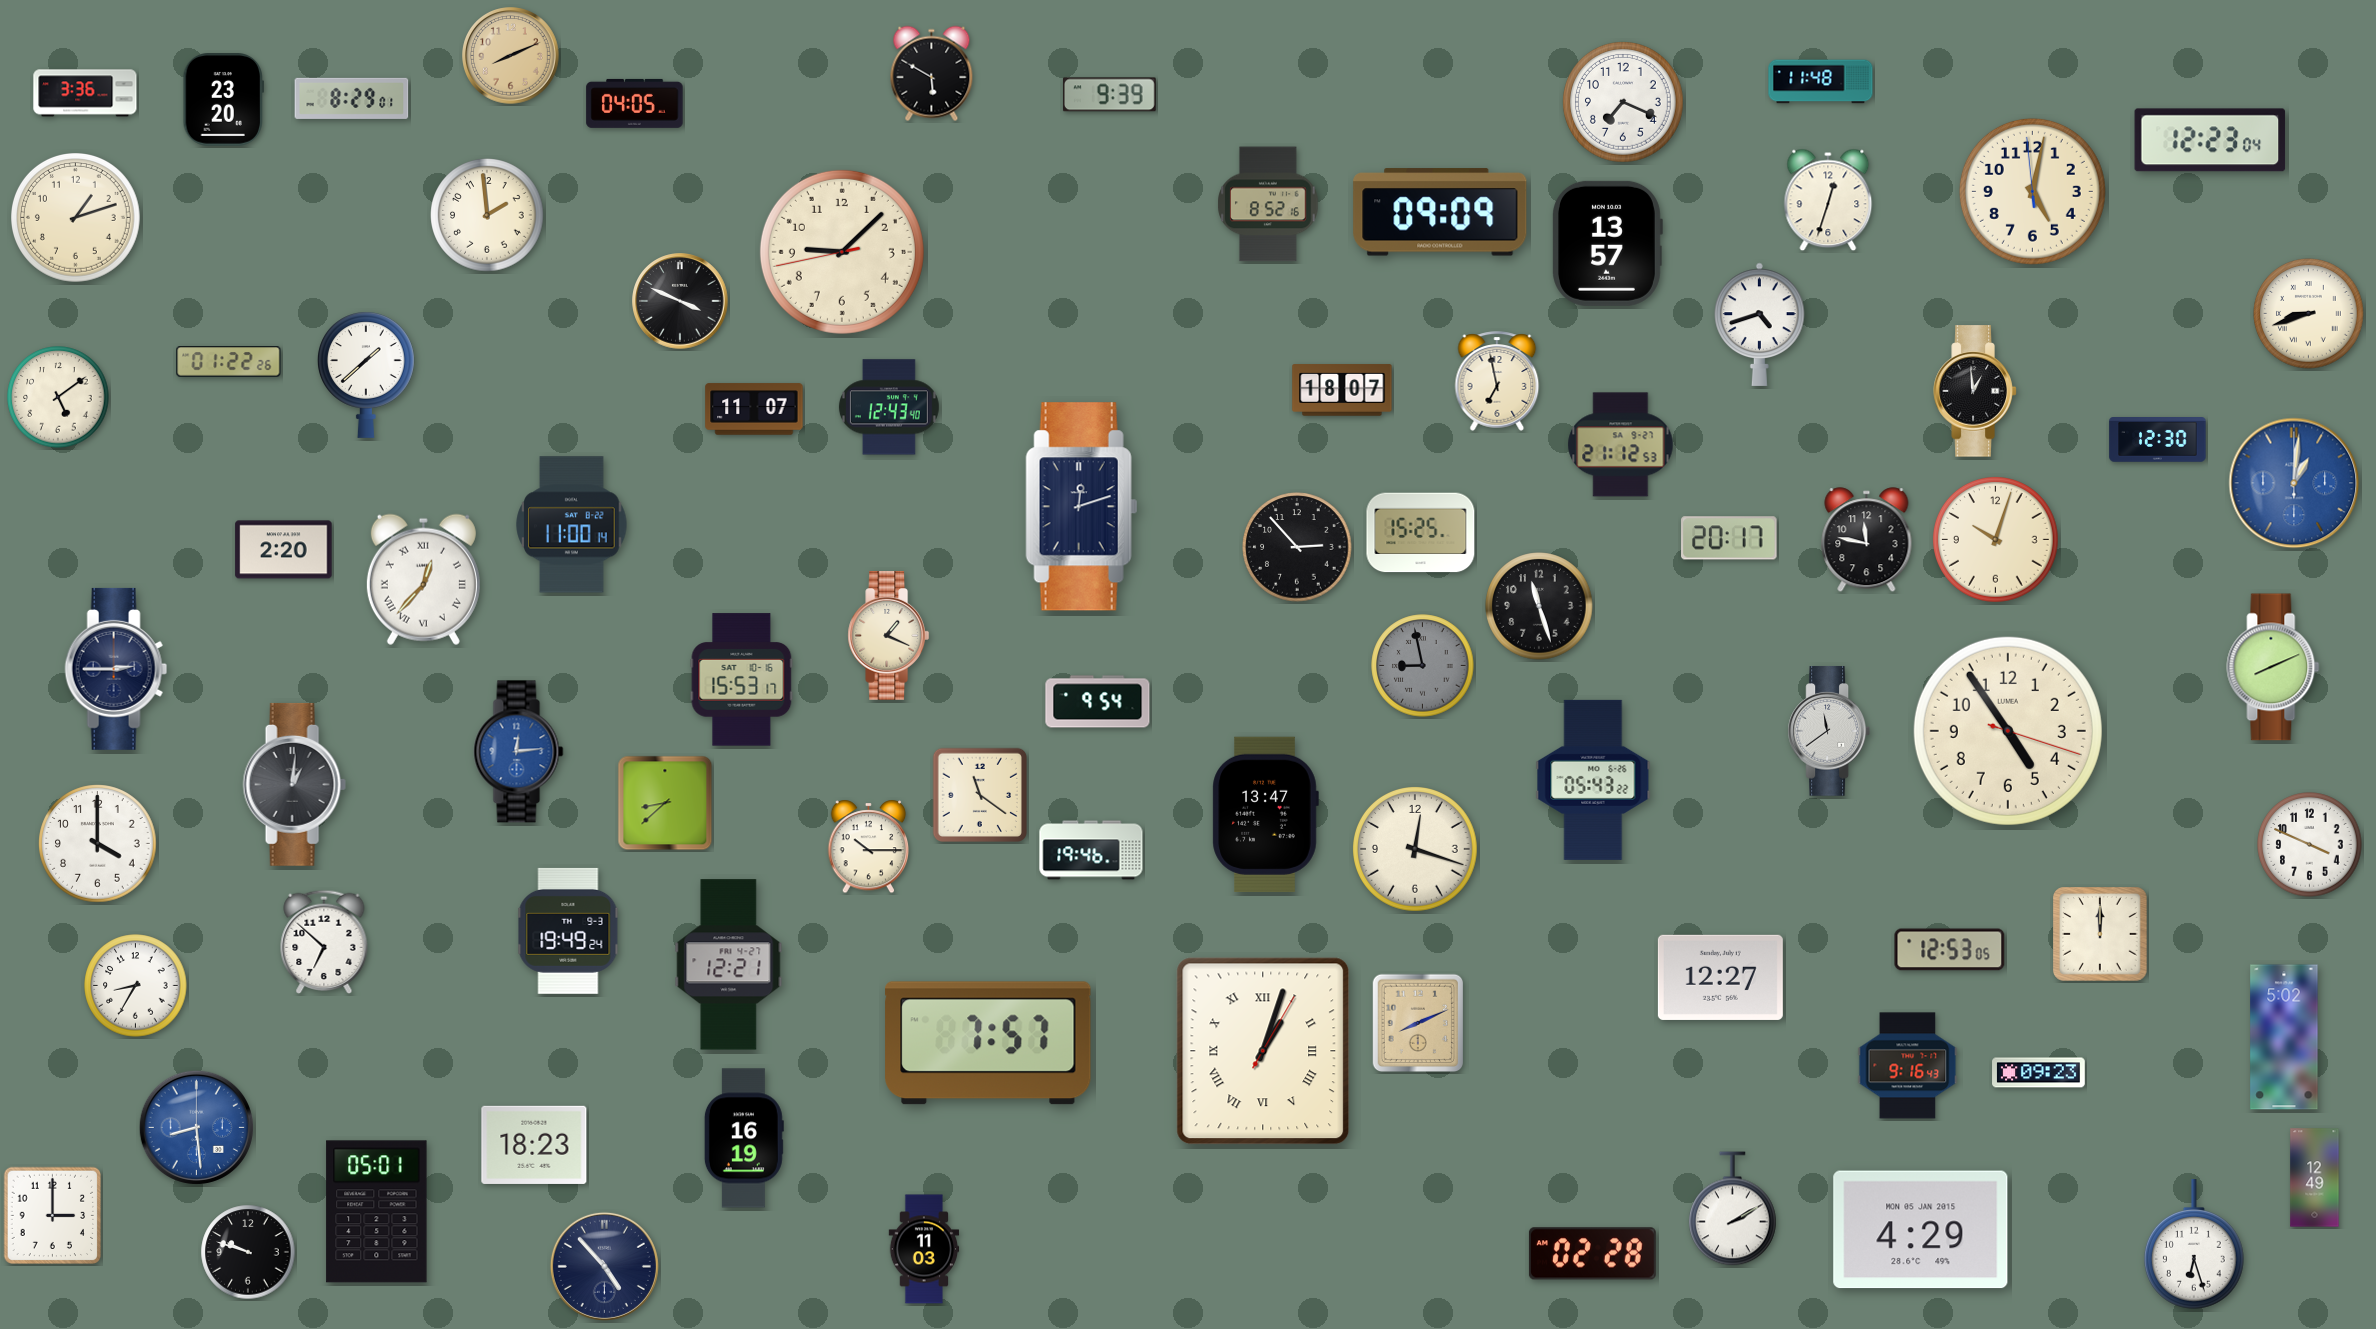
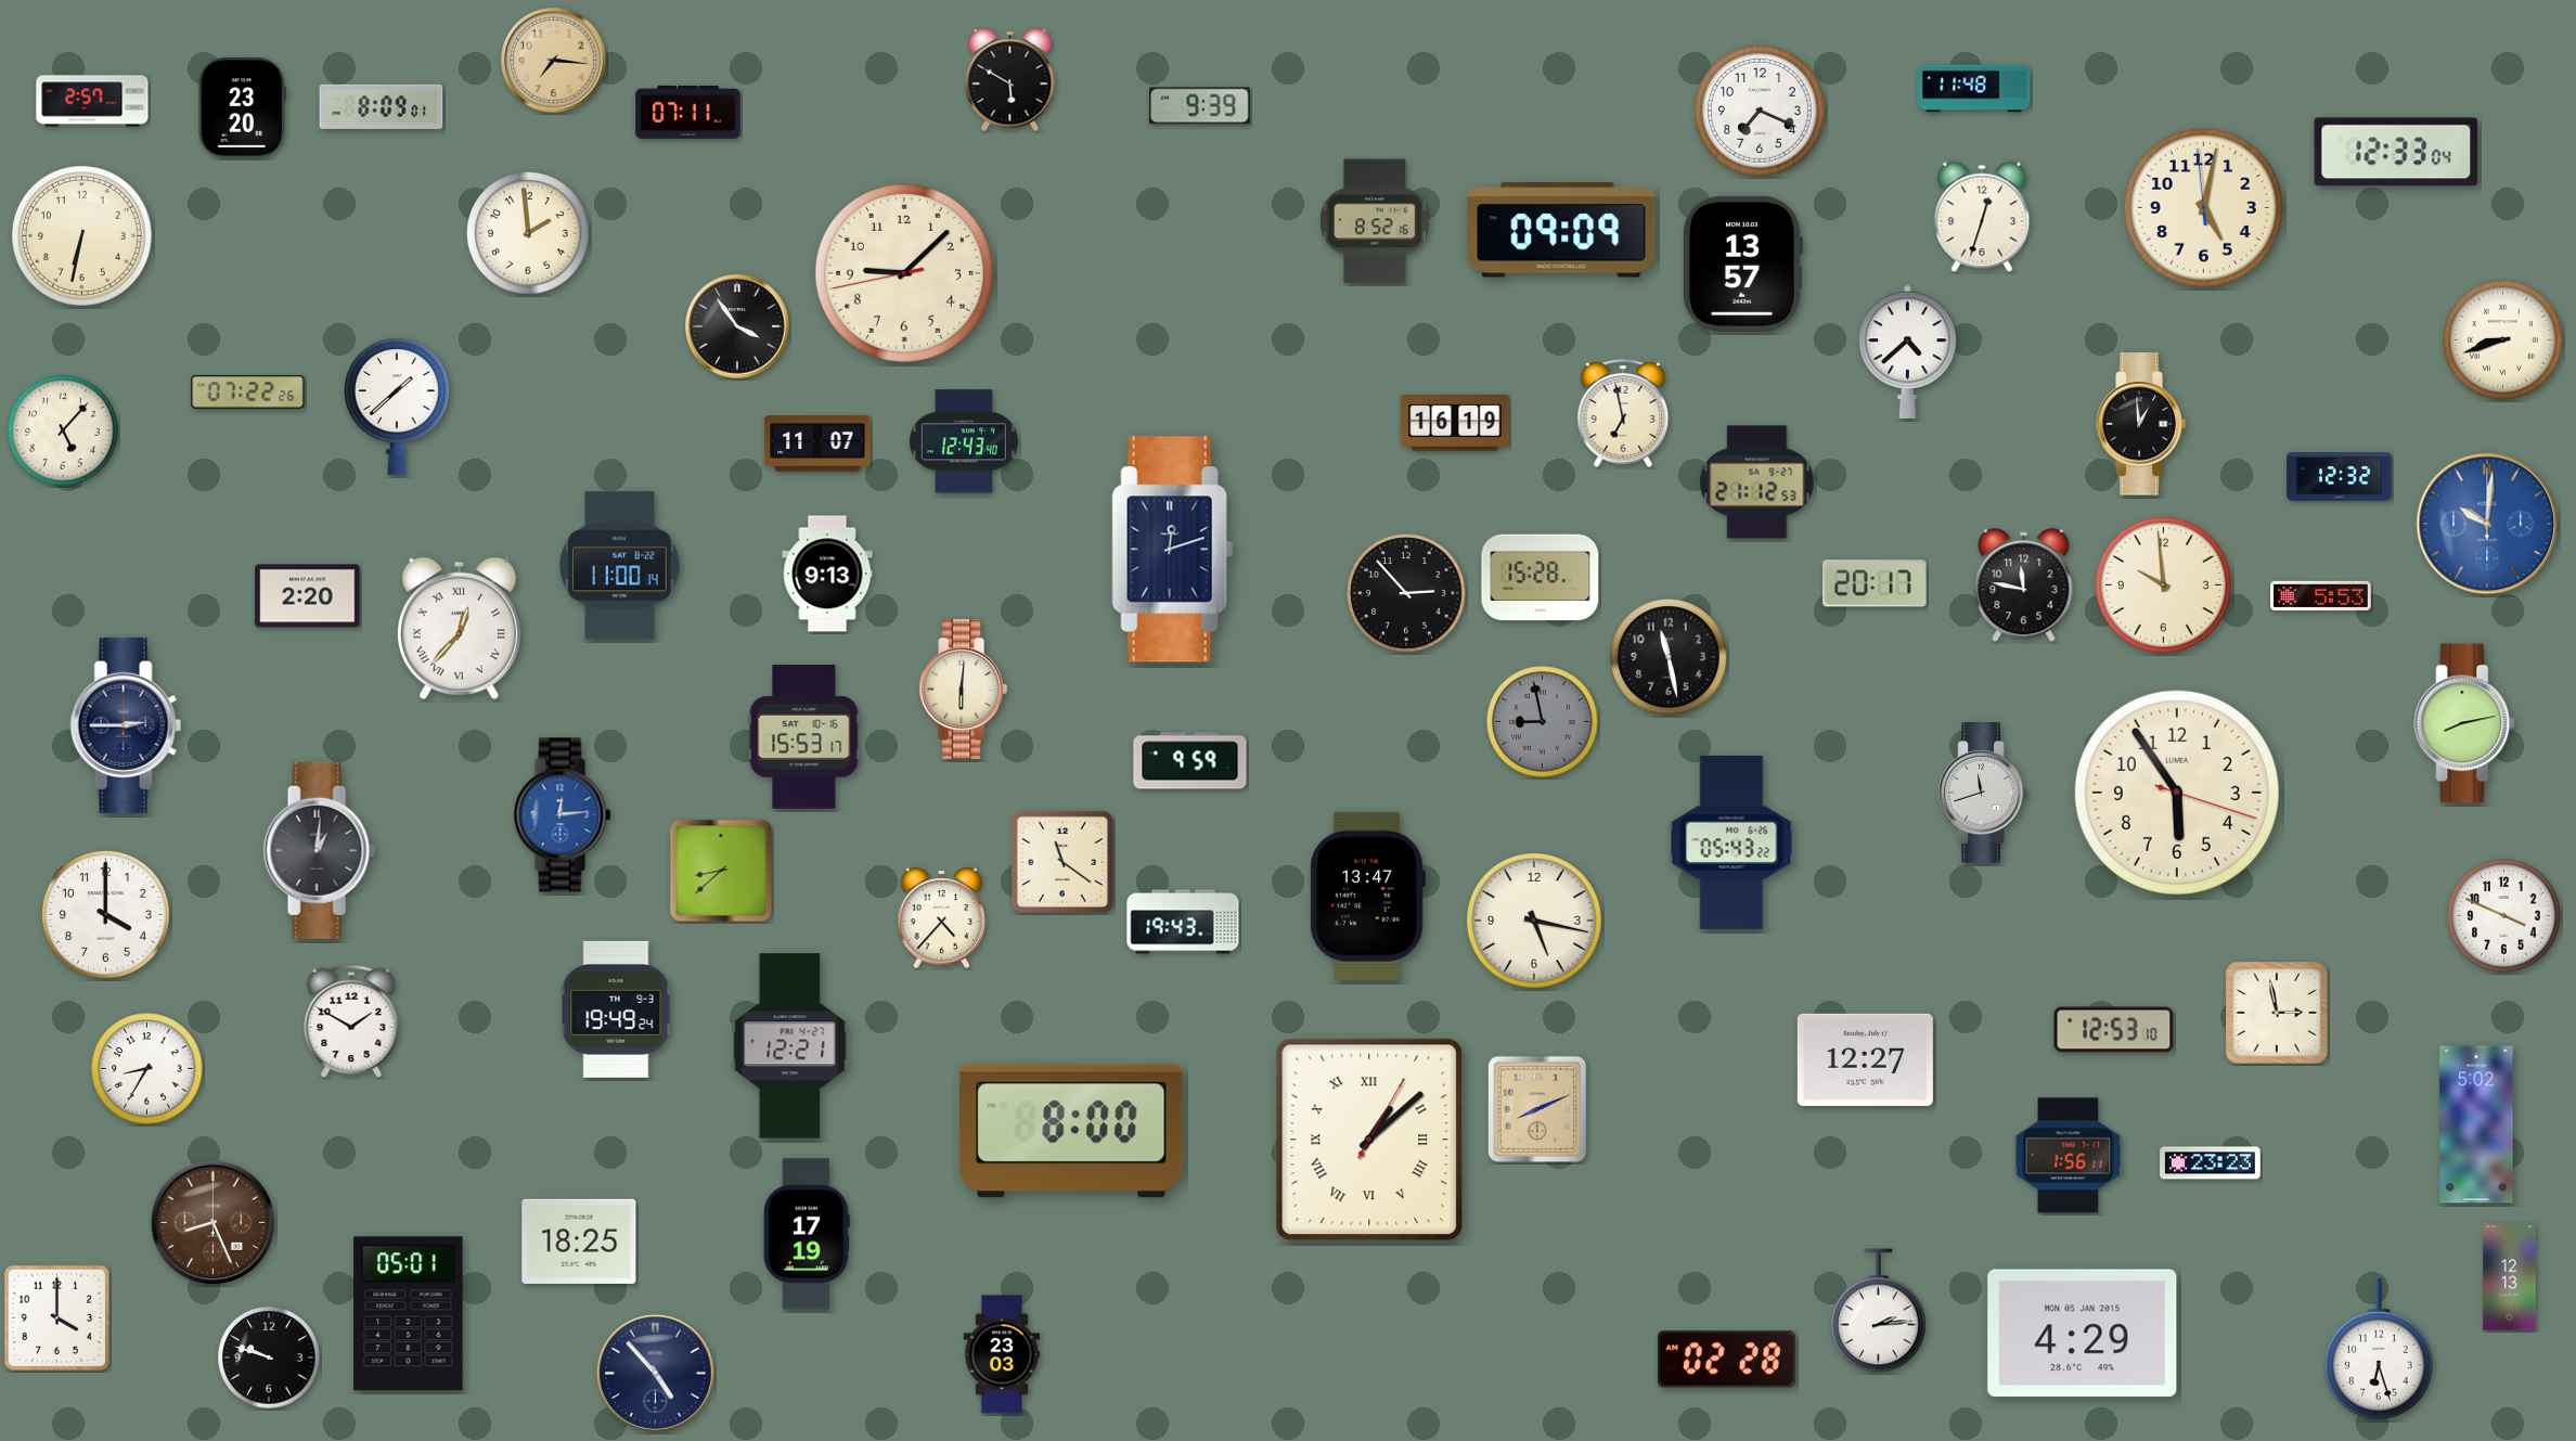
clock at (511, 56): 8:11 -> 7:16
clock at (85, 93): 3:36 -> 2:57
clock at (1109, 95) position: (1109, 95) -> (1199, 106)
clock at (352, 98): 8:29 -> 8:09
clock at (635, 103): 04:05 -> 07:11
clock at (2210, 140): 12:23 -> 12:33
clock at (76, 218): 1:12 -> 6:32
clock at (842, 252) position: (842, 252) -> (904, 273)
clock at (680, 301): 3:49 -> 3:54
clock at (1760, 324): 4:42 -> 4:38
clock at (229, 362): 01:22 -> 07:22
clock at (1342, 390): 18:07 -> 16:19
clock at (58, 397): 5:09 -> 5:07
clock at (2158, 440): 12:30 -> 12:32
clock at (2294, 483): 1:01 -> 10:01
clock at (572, 525) position: (572, 525) -> (620, 566)
clock at (827, 574): none -> 9:13
clock at (1421, 533): 15:25 -> 15:28
clock at (1996, 540): 10:03 -> 9:59
clock at (2321, 595): none -> 5:53
clock at (1539, 606): 11:27 -> 11:28
clock at (889, 636): 1:19 -> 6:01
clock at (2273, 667): 8:11 -> 8:13
clock at (1098, 702): 9:54 -> 9:59
clock at (1828, 731): 11:39 -> 11:42
clock at (2008, 731): 4:54 -> 5:54
clock at (1593, 780) position: (1593, 780) -> (1731, 842)
clock at (1265, 814) position: (1265, 814) -> (1367, 896)
clock at (869, 847): 10:15 -> 4:37
clock at (1091, 850): 19:46 -> 19:43
clock at (1416, 850): 12:18 -> 5:17
clock at (2101, 935): 12:00 -> 2:58
clock at (324, 942): 6:52 -> 1:50
clock at (1950, 950): 12:53:05 -> 12:53:10
clock at (988, 1043): 7:57 -> 8:00
clock at (1263, 1051): 1:03 -> 1:08
clock at (1908, 1066): 9:16 -> 1:56
clock at (2039, 1073): 09:23 -> 23:23
clock at (196, 1127): 8:29 -> 8:26
clock at (196, 1127) dial: blue -> brown
clock at (744, 1138): 16:19 -> 17:19
clock at (534, 1145): 18:23 -> 18:25
clock at (2315, 1178): 12:49 -> 12:13
clock at (1733, 1209): 2:10 -> 2:14
clock at (53, 1216): 3:00 -> 4:00
clock at (924, 1249): 11:03 -> 23:03
